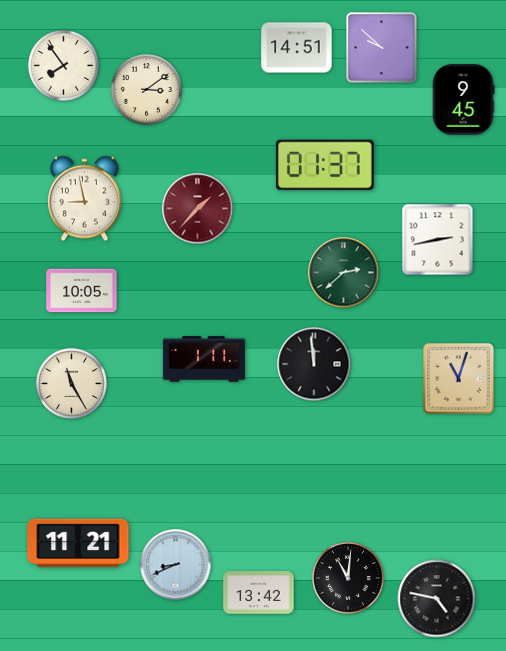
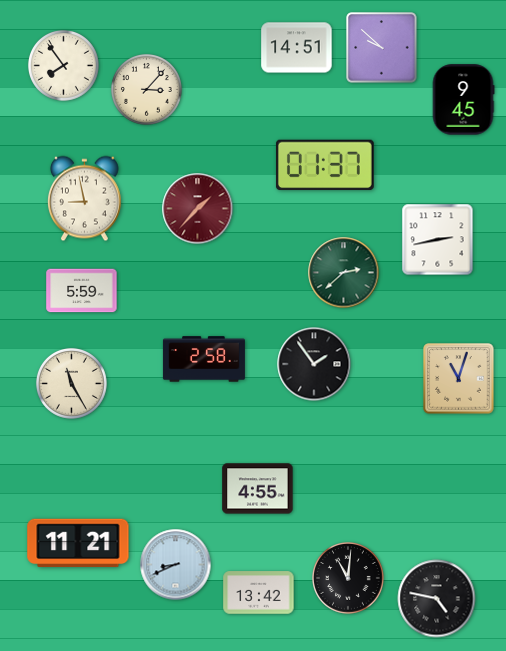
clock at (146, 89): 3:09 -> 3:07
clock at (82, 291): 10:05 -> 5:59
clock at (204, 359): 1:11 -> 2:58
clock at (314, 364): 11:59 -> 1:54
clock at (258, 489): none -> 4:55
